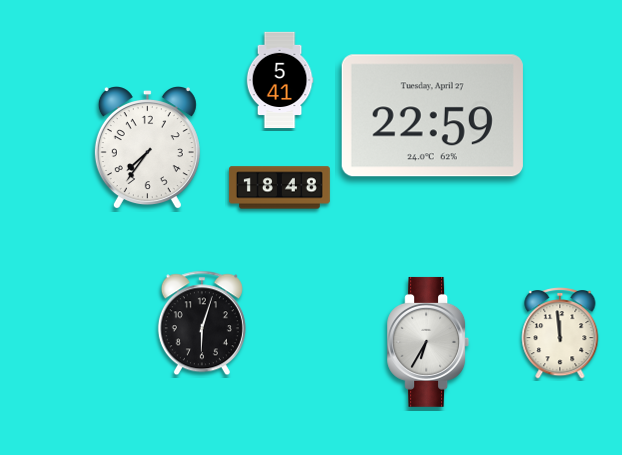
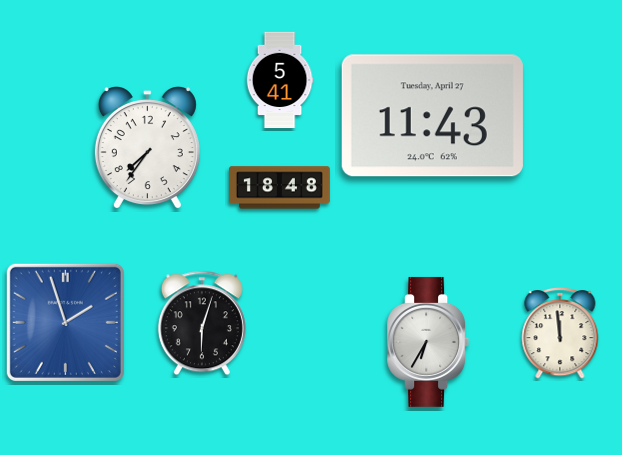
clock at (432, 116): 22:59 -> 11:43
clock at (65, 322): none -> 1:57
